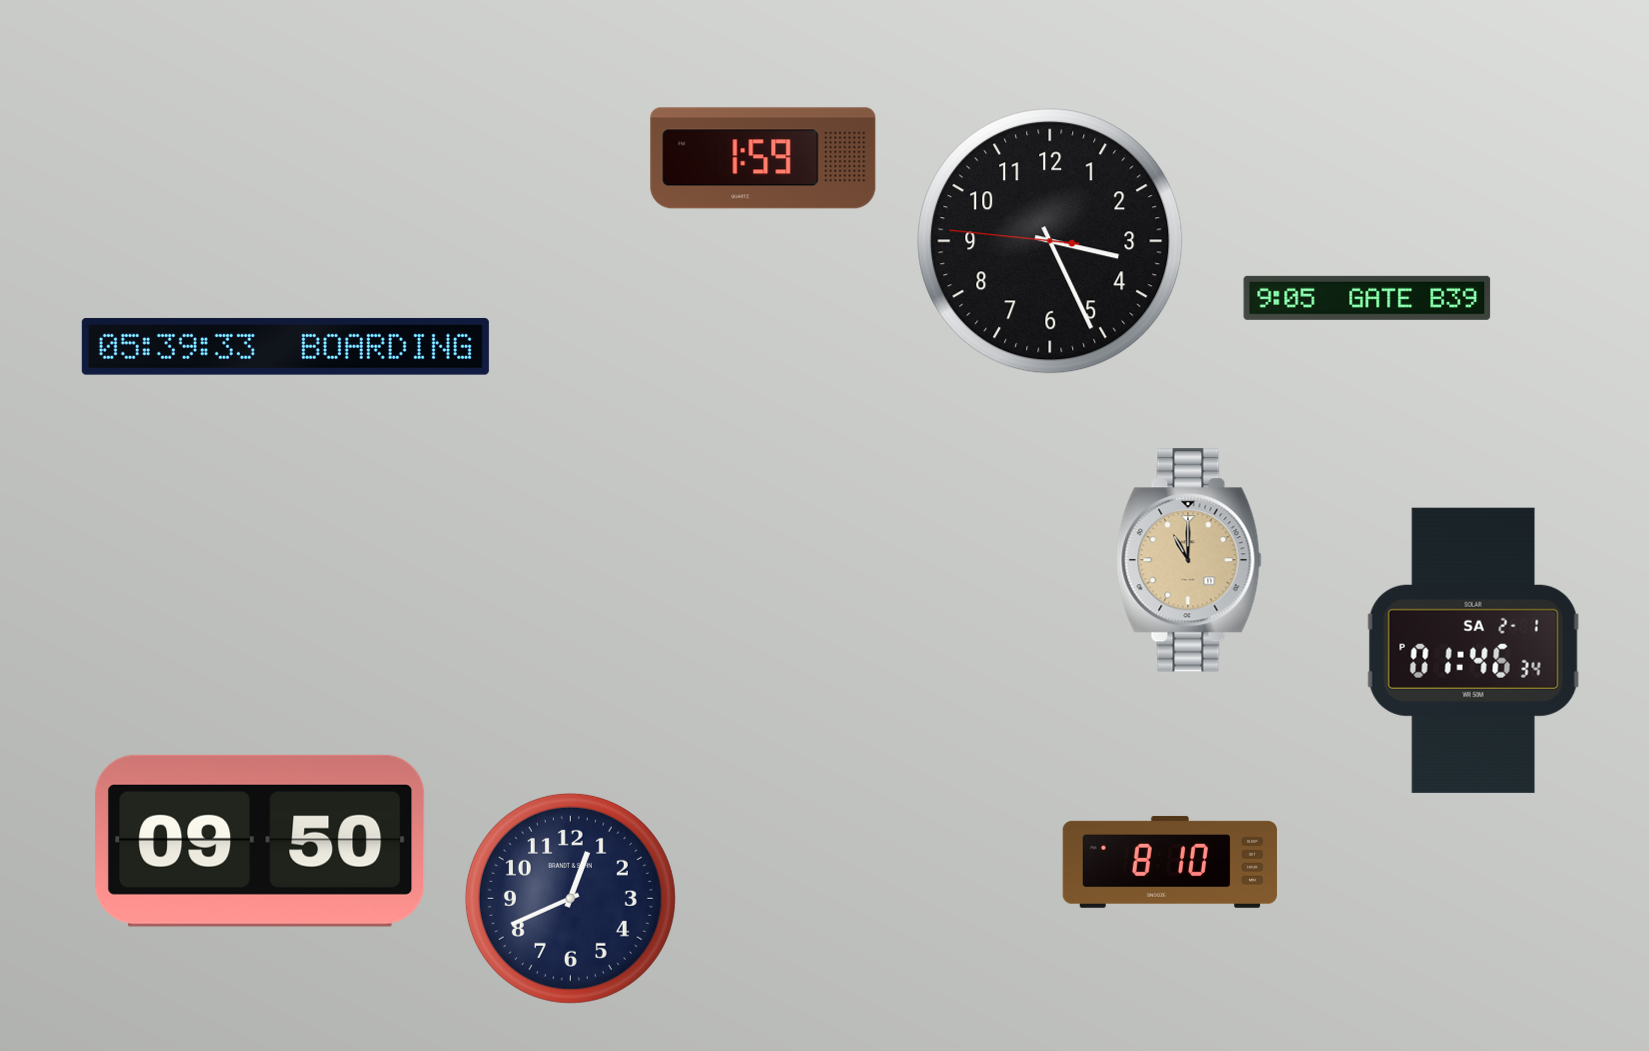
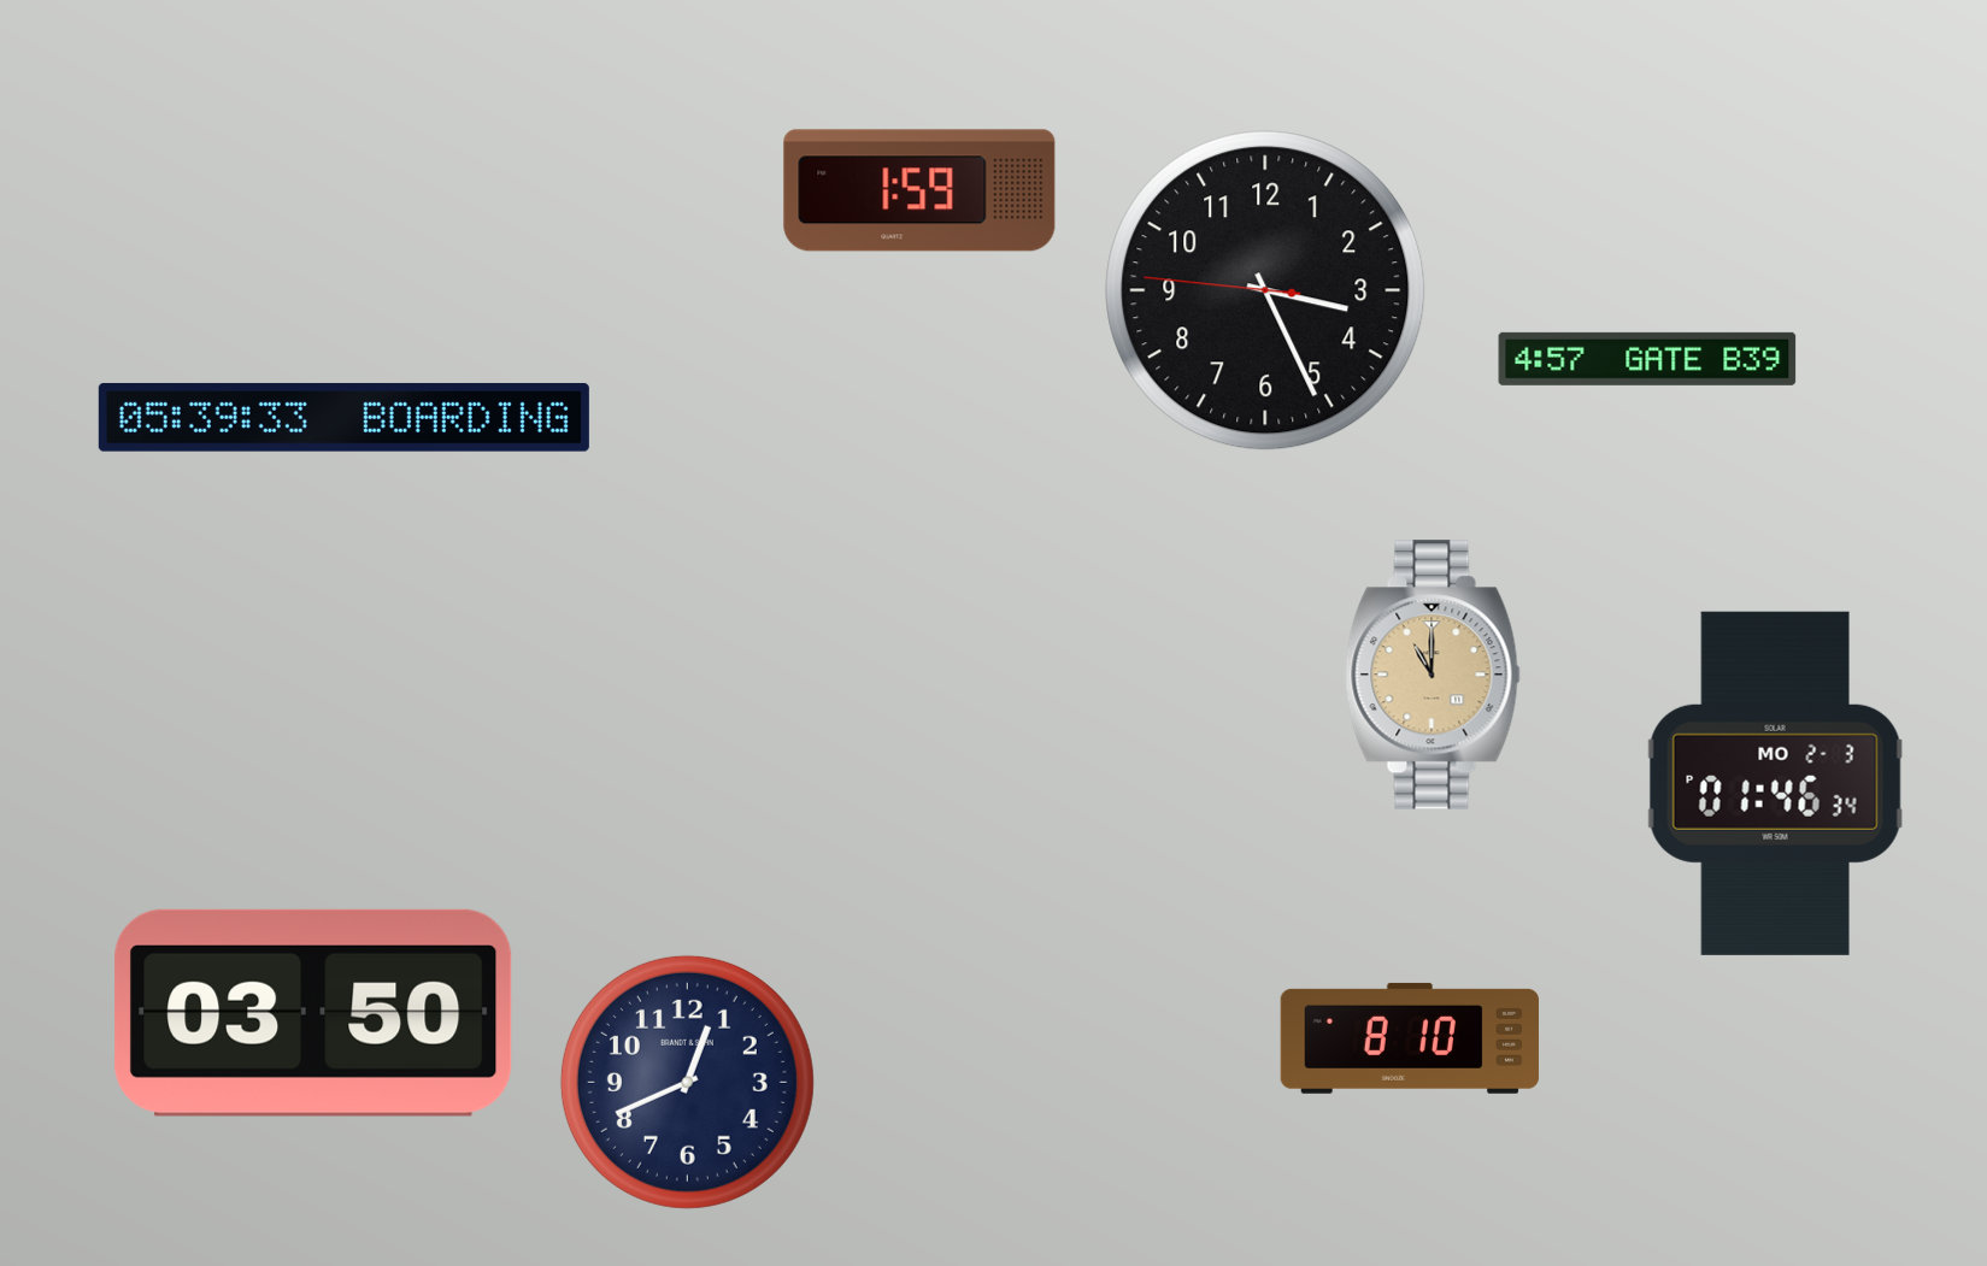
clock at (1367, 298): 9:05 -> 4:57
clock at (1474, 650) date: SA 2-1 -> MO 2-3
clock at (260, 841): 09:50 -> 03:50
